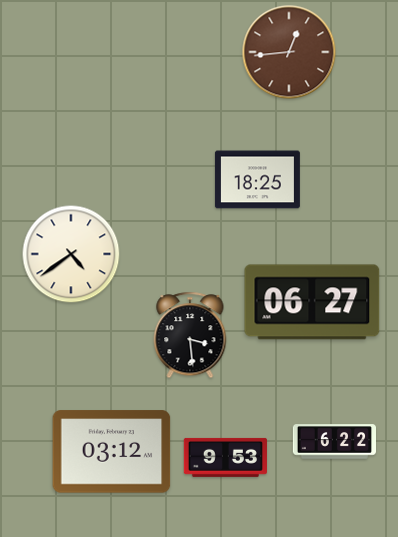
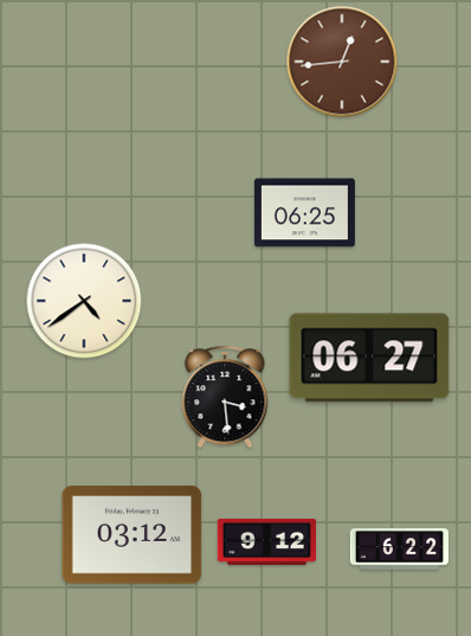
clock at (257, 180): 18:25 -> 06:25
clock at (334, 442) position: (334, 442) -> (399, 550)
clock at (225, 457): 9:53 -> 9:12
